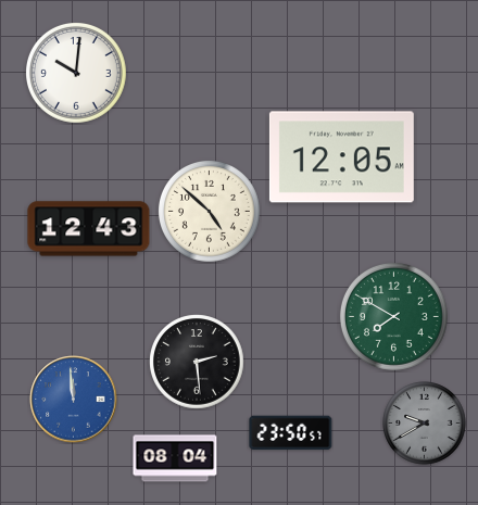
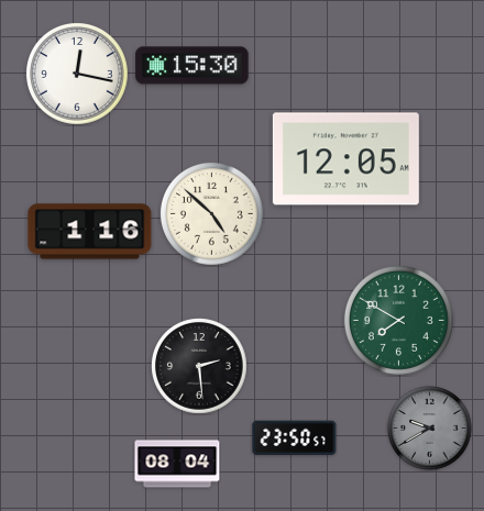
clock at (193, 66): none -> 15:30
clock at (77, 74): 10:01 -> 12:17
clock at (89, 229): 12:43 -> 1:16
clock at (74, 400): 11:59 -> none
